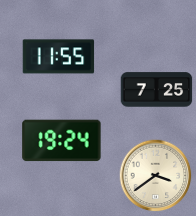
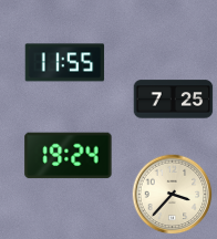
clock at (156, 176): 3:39 -> 3:37
